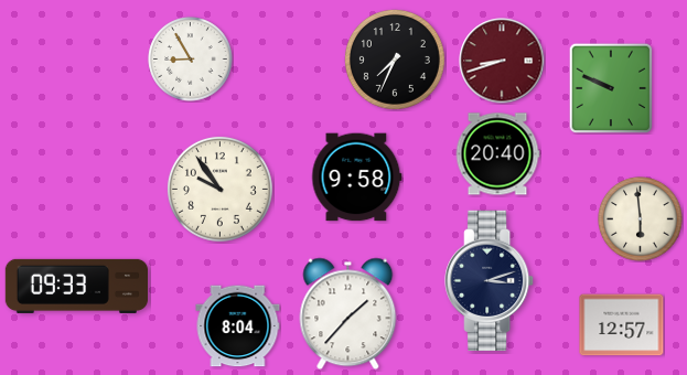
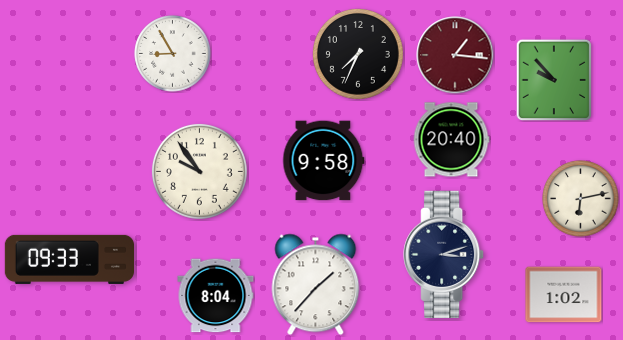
clock at (502, 61): 8:42 -> 1:16
clock at (611, 88): 9:49 -> 9:53
clock at (641, 219): 5:59 -> 6:13
clock at (622, 325): 12:57 -> 1:02
